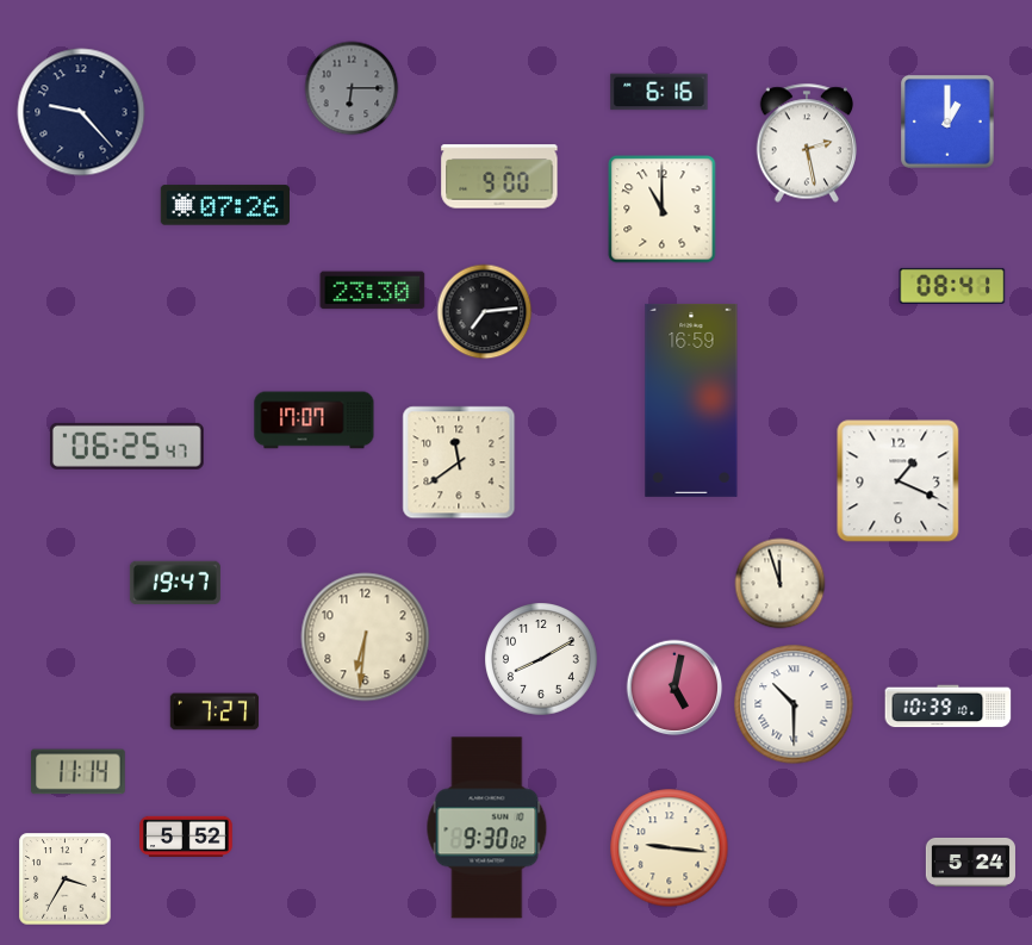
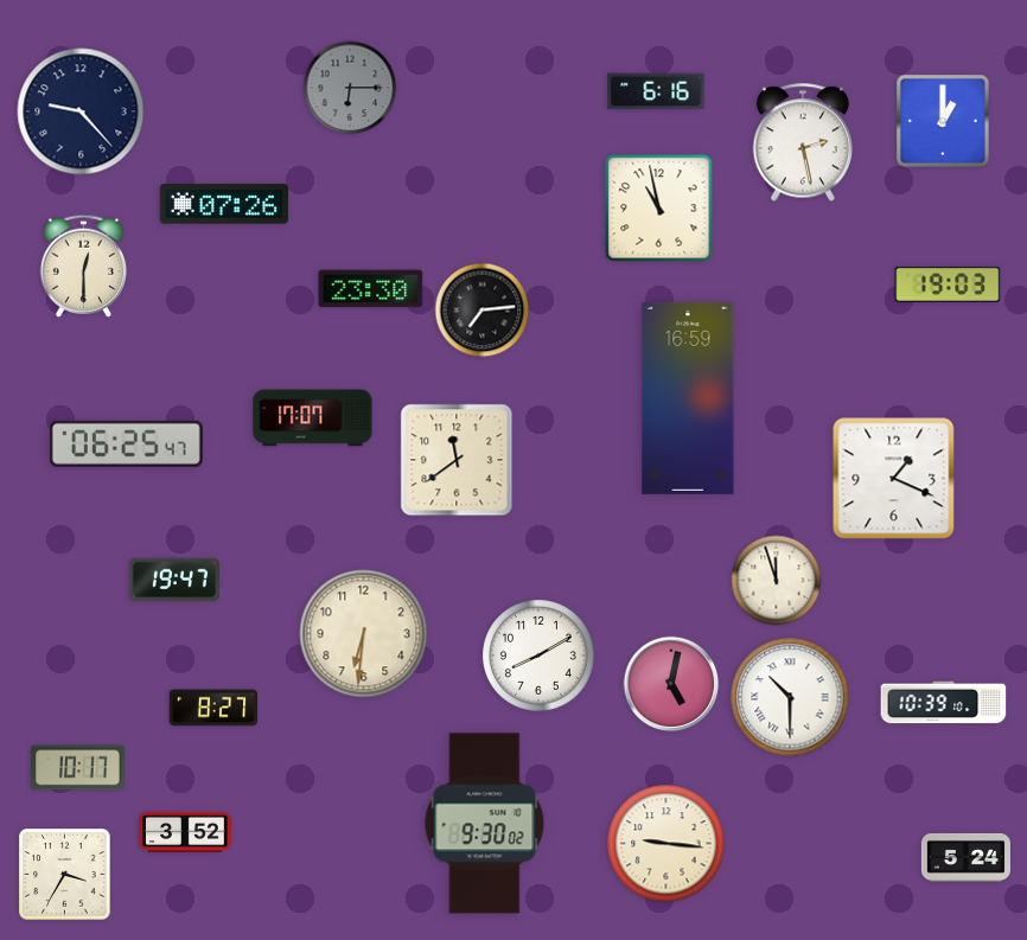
clock at (499, 176): 9:00 -> none
clock at (663, 210): 11:00 -> 10:58
clock at (83, 266): none -> 12:30
clock at (952, 286): 08:41 -> 19:03
clock at (794, 704) position: (794, 704) -> (790, 697)
clock at (215, 711): 7:27 -> 8:27
clock at (79, 772): 11:14 -> 10:17
clock at (186, 837): 5:52 -> 3:52
